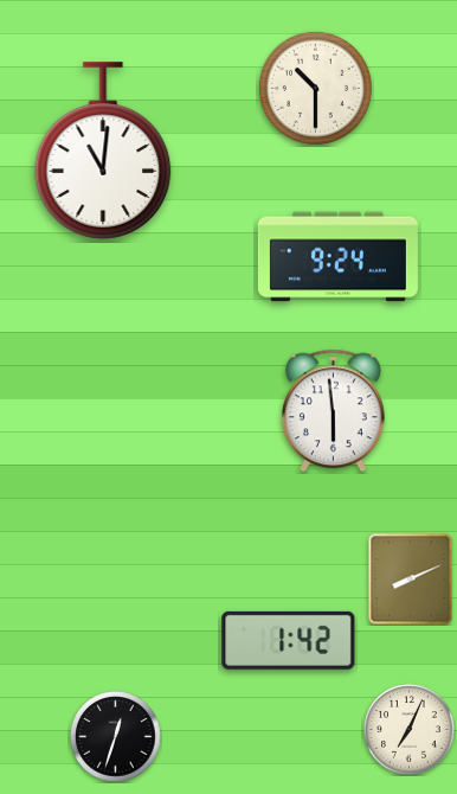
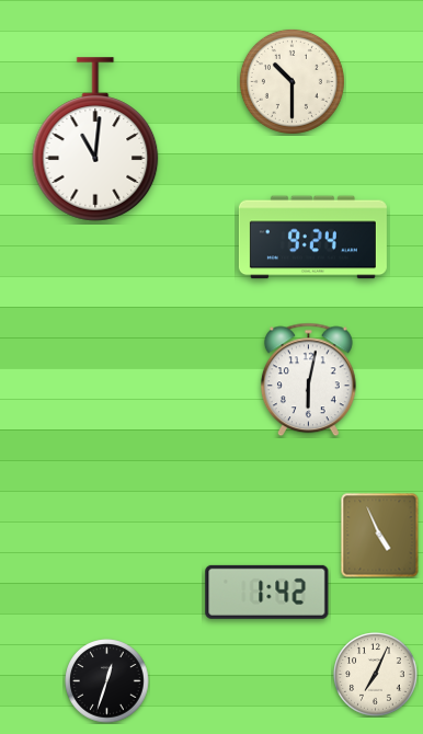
clock at (333, 411): 5:59 -> 6:02
clock at (411, 580): 8:11 -> 4:56
clock at (410, 730) position: (410, 730) -> (376, 675)
